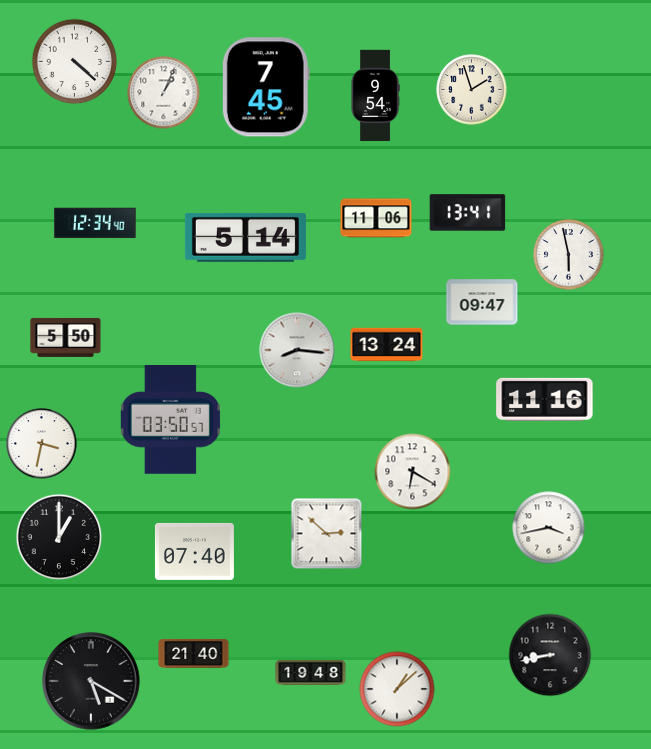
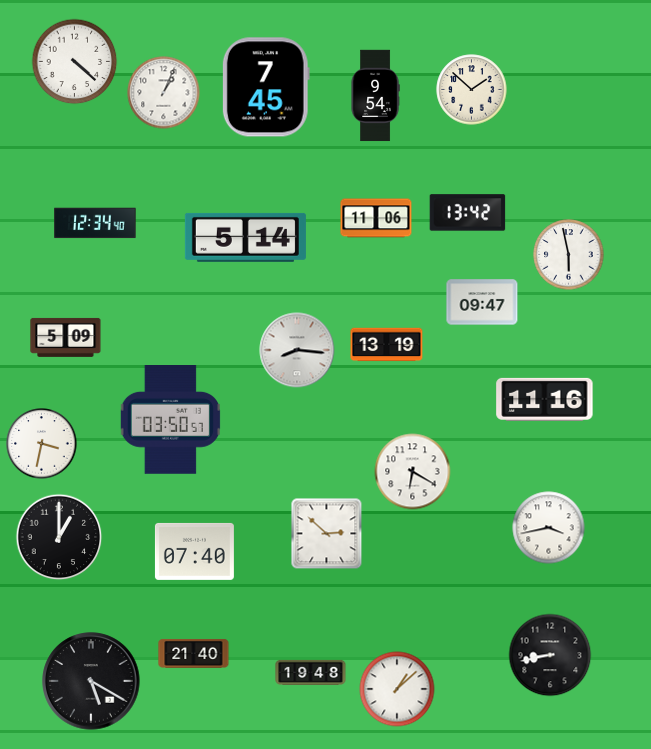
clock at (472, 90): 1:57 -> 1:52
clock at (468, 213): 13:41 -> 13:42
clock at (66, 337): 5:50 -> 5:09
clock at (387, 345): 13:24 -> 13:19
